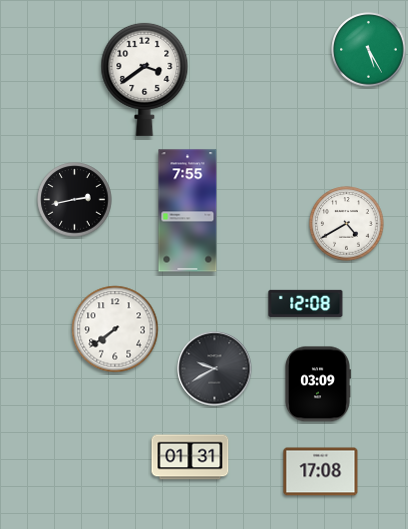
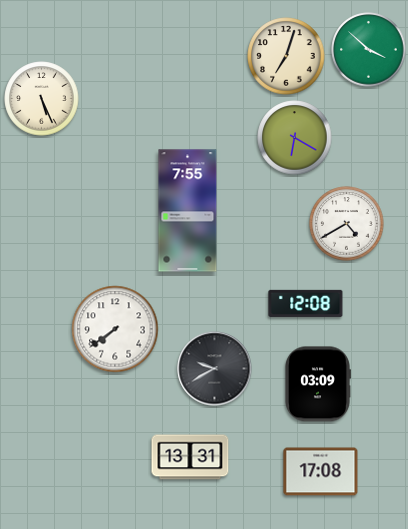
clock at (369, 50): 5:25 -> 3:52
clock at (286, 56): none -> 7:03
clock at (145, 79): 3:39 -> none
clock at (42, 99): none -> 5:26
clock at (295, 138): none -> 6:20
clock at (75, 200): 2:43 -> none
clock at (190, 457): 01:31 -> 13:31
